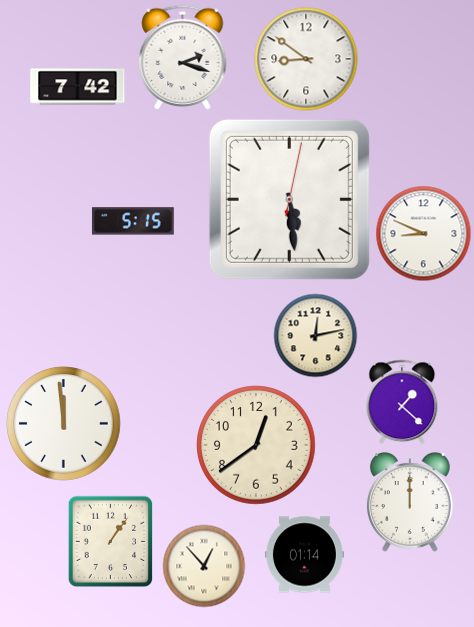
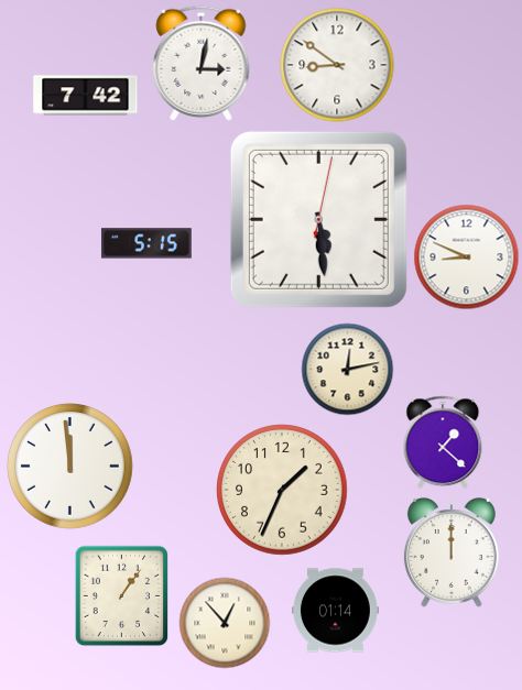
clock at (183, 57): 2:18 -> 3:02
clock at (257, 446): 12:39 -> 1:34
